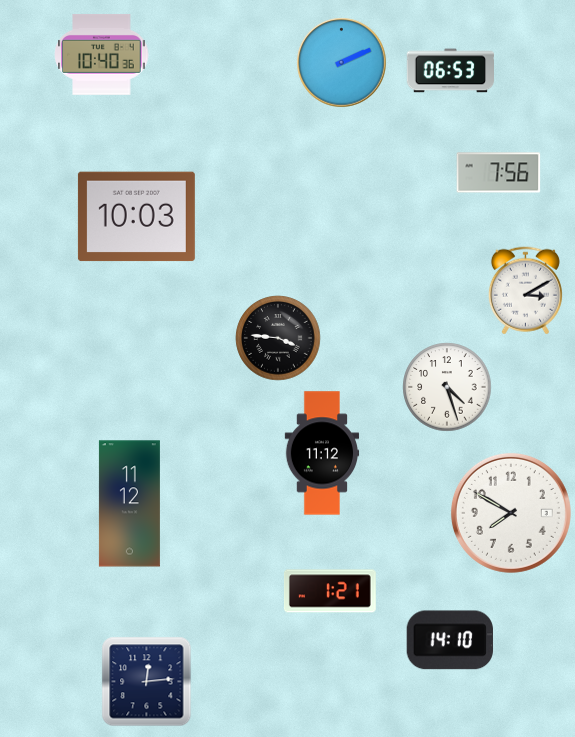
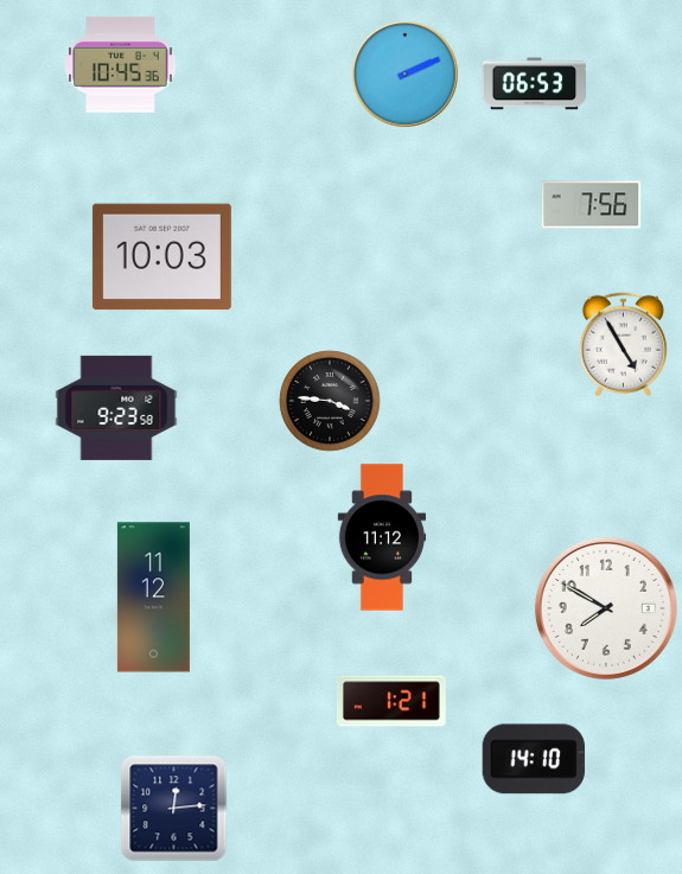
clock at (102, 55): 10:40 -> 10:45
clock at (525, 291): 3:10 -> 4:55
clock at (116, 408): none -> 9:23
clock at (447, 387): 4:27 -> none
